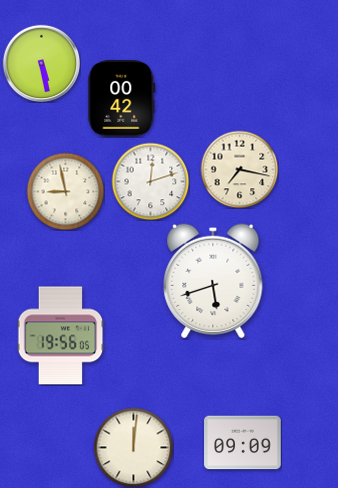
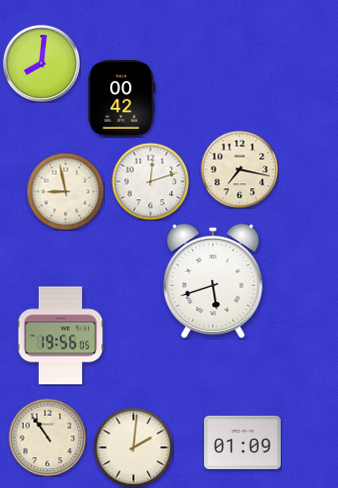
clock at (41, 63): 5:28 -> 8:01
clock at (47, 437): none -> 10:54
clock at (243, 443): 09:09 -> 01:09
clock at (133, 447): 12:01 -> 2:01
